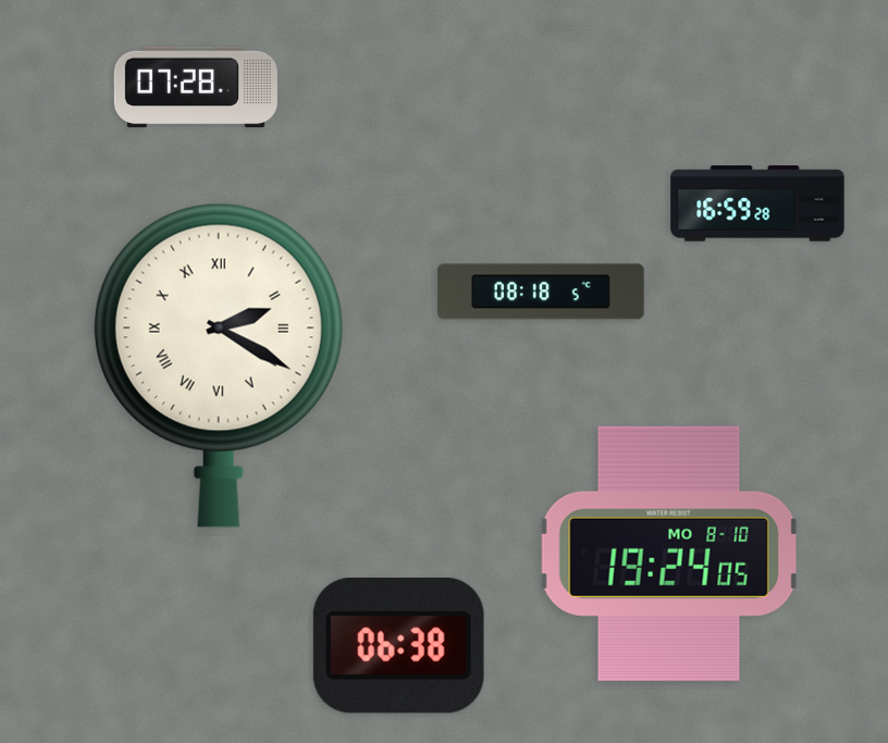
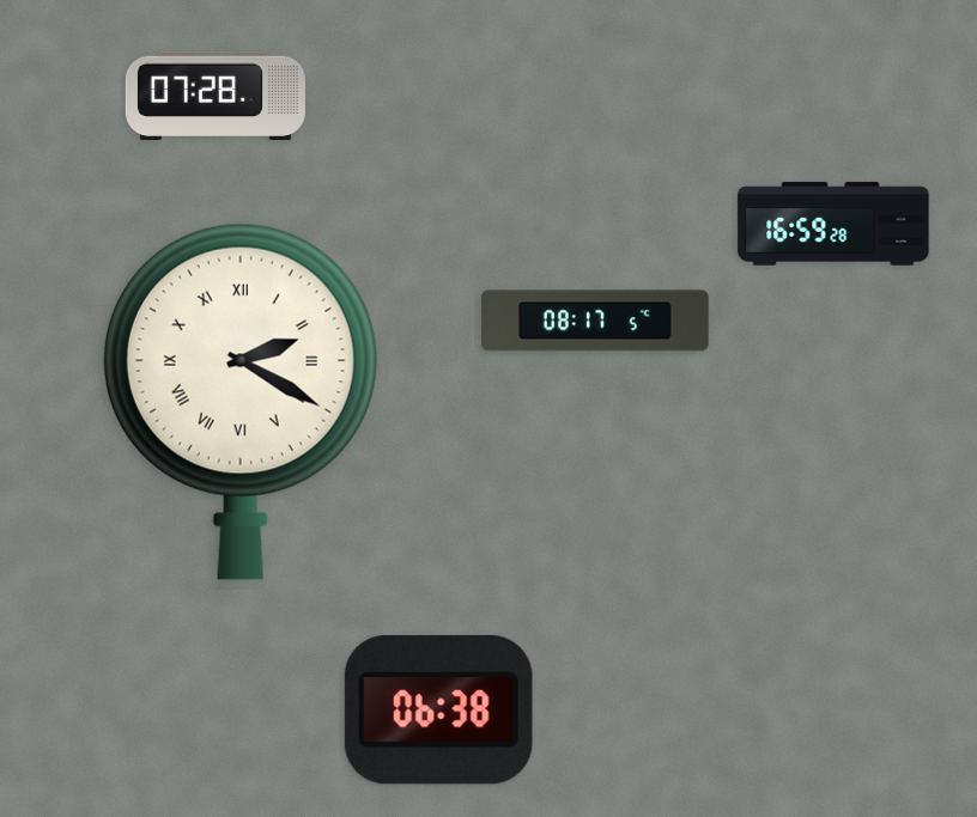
clock at (542, 292): 08:18 -> 08:17
clock at (669, 554): 19:24 -> none
